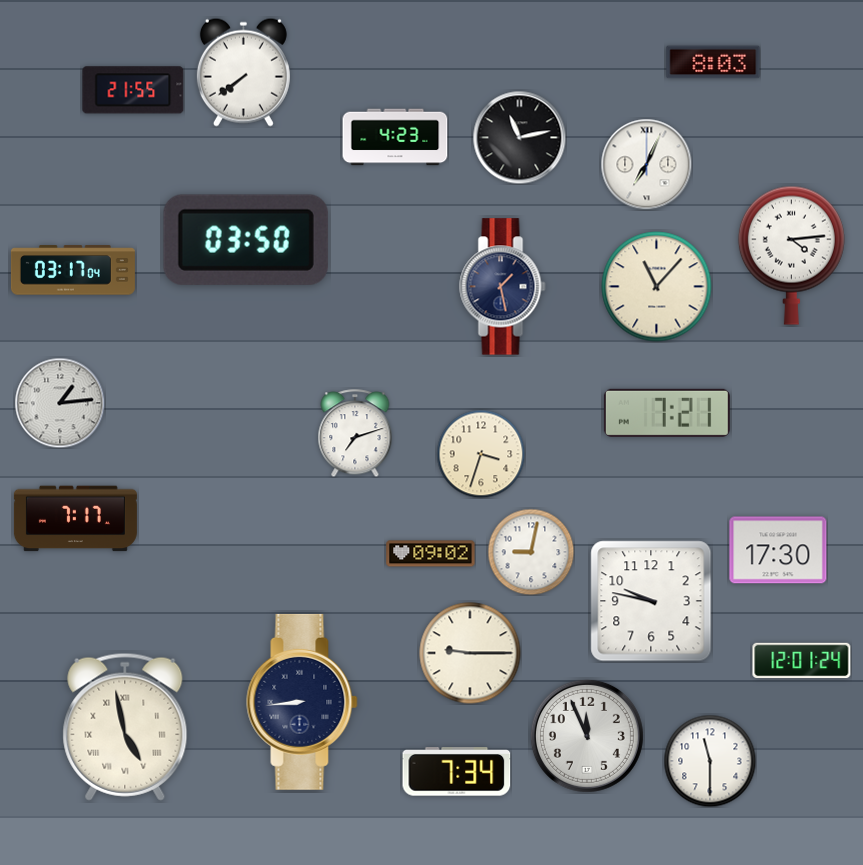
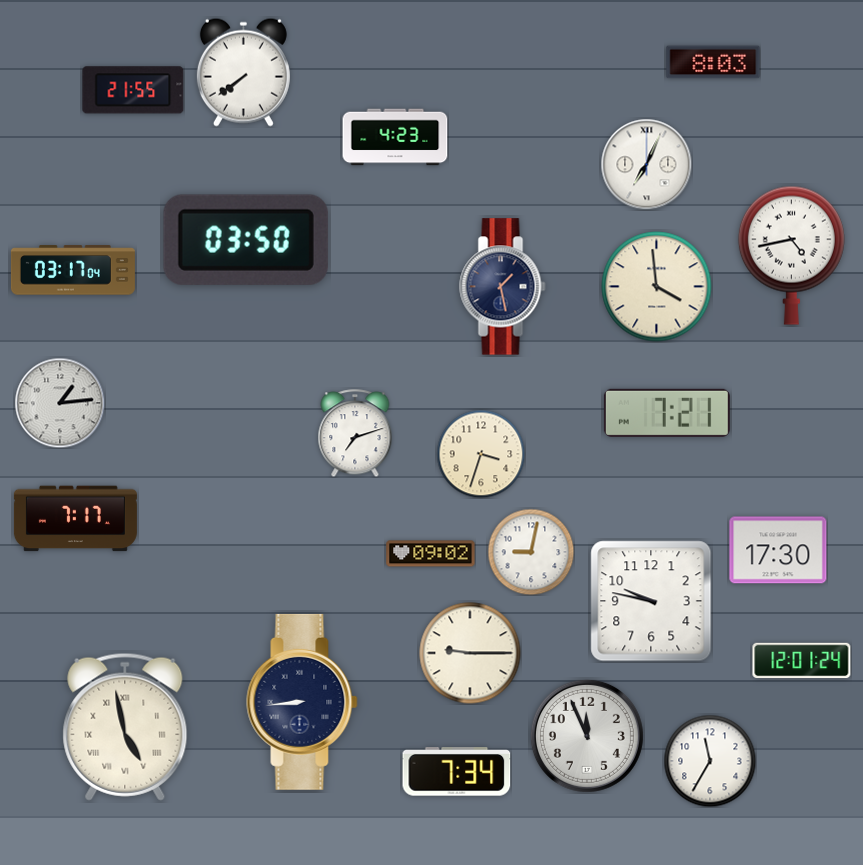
clock at (519, 137): 11:13 -> none
clock at (791, 255): 4:14 -> 4:43
clock at (657, 287): 11:07 -> 3:59
clock at (710, 761): 11:30 -> 11:35
